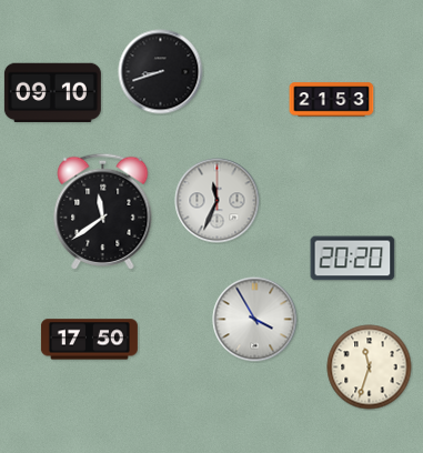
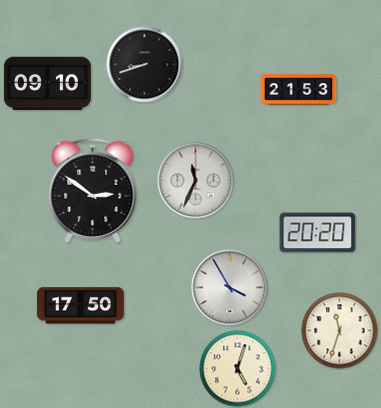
clock at (103, 211): 11:39 -> 2:51
clock at (370, 368) position: (370, 368) -> (340, 331)
clock at (238, 369): none -> 5:03
